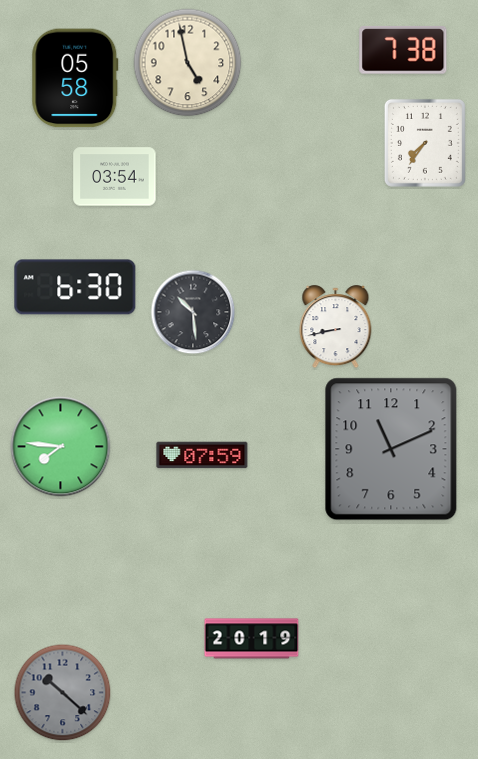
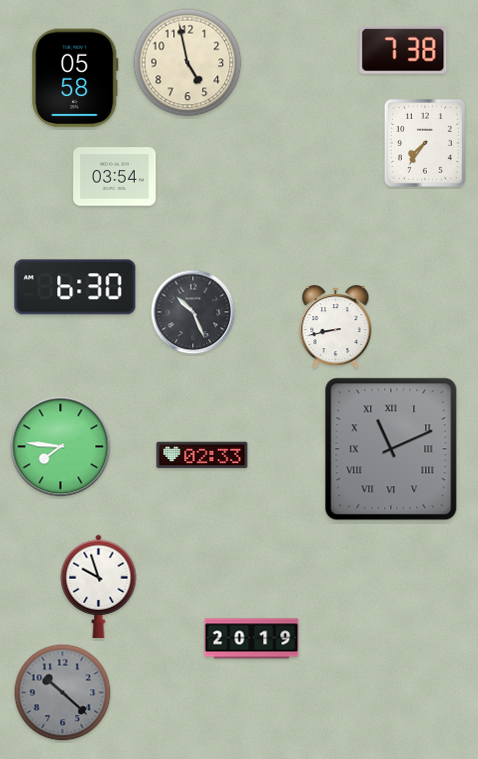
clock at (193, 312): 10:29 -> 10:26
clock at (391, 449) numerals: Arabic -> Roman
clock at (202, 455): 07:59 -> 02:33
clock at (99, 586): none -> 9:57
